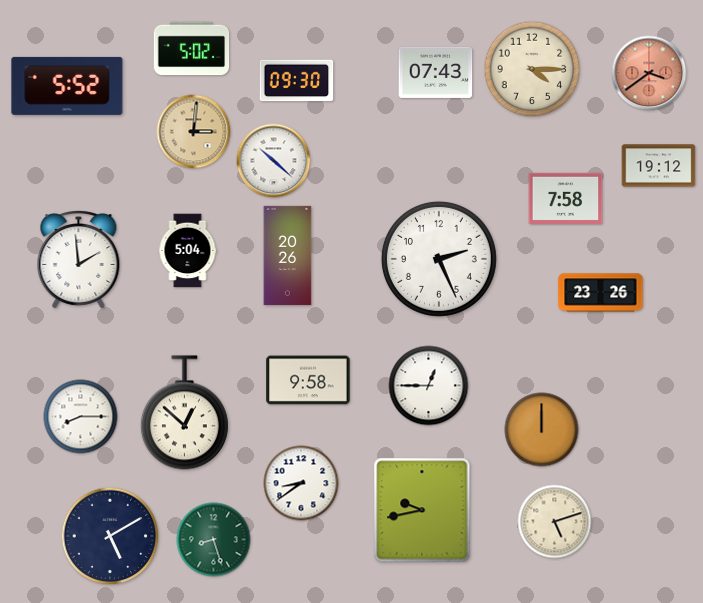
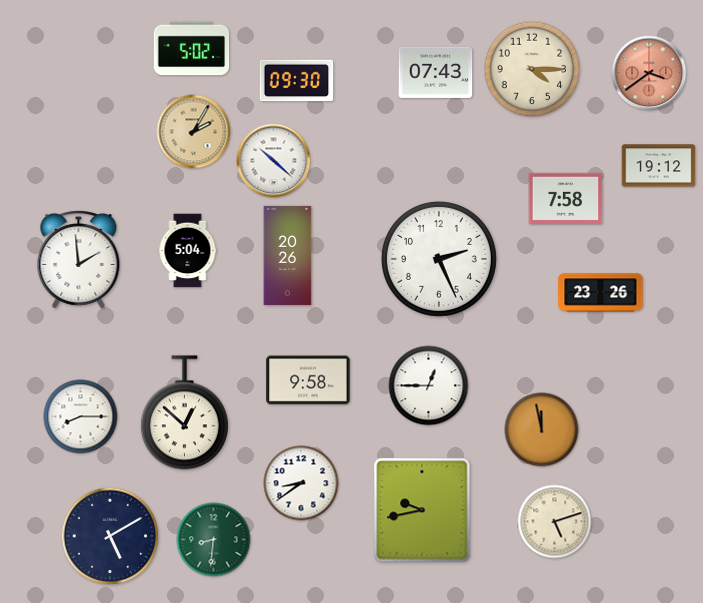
clock at (67, 86): 5:52 -> none
clock at (194, 132): 3:01 -> 2:05
clock at (542, 430): 12:00 -> 11:58
clock at (214, 540): 8:27 -> 8:31
